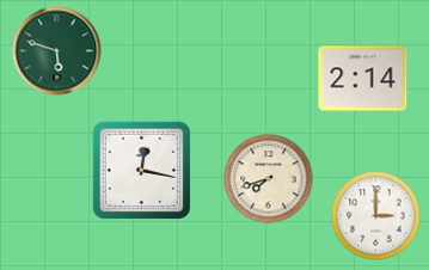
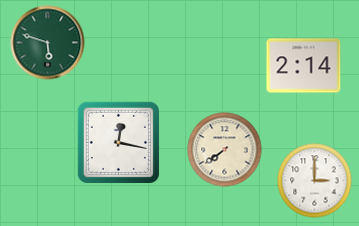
clock at (269, 179): 7:42 -> 7:39
